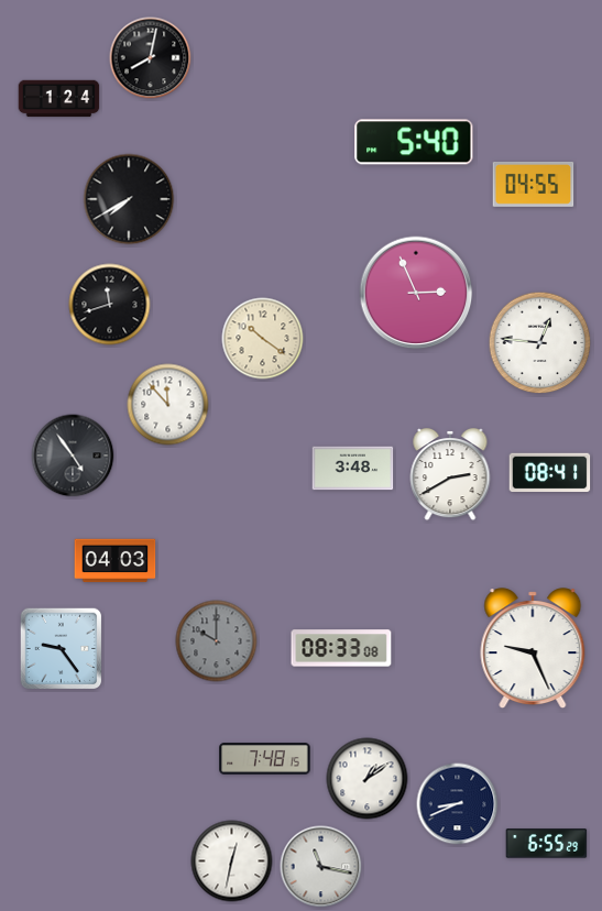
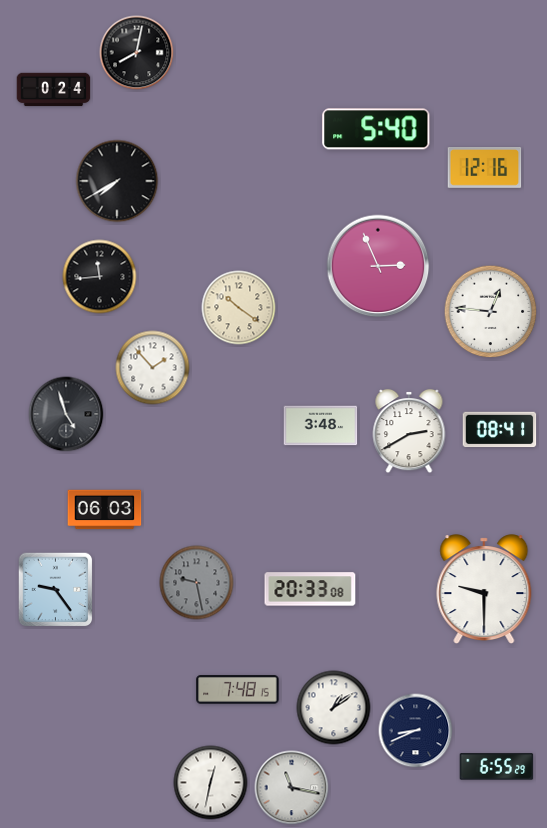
clock at (59, 99): 1:24 -> 0:24
clock at (534, 185): 04:55 -> 12:16
clock at (110, 305): 11:42 -> 11:44
clock at (168, 405): 11:53 -> 1:53
clock at (73, 455): 4:54 -> 4:57
clock at (116, 561): 04:03 -> 06:03
clock at (217, 641): 10:00 -> 9:28
clock at (341, 648): 08:33 -> 20:33
clock at (533, 648): 9:26 -> 9:30
clock at (265, 759) position: (265, 759) -> (238, 690)
